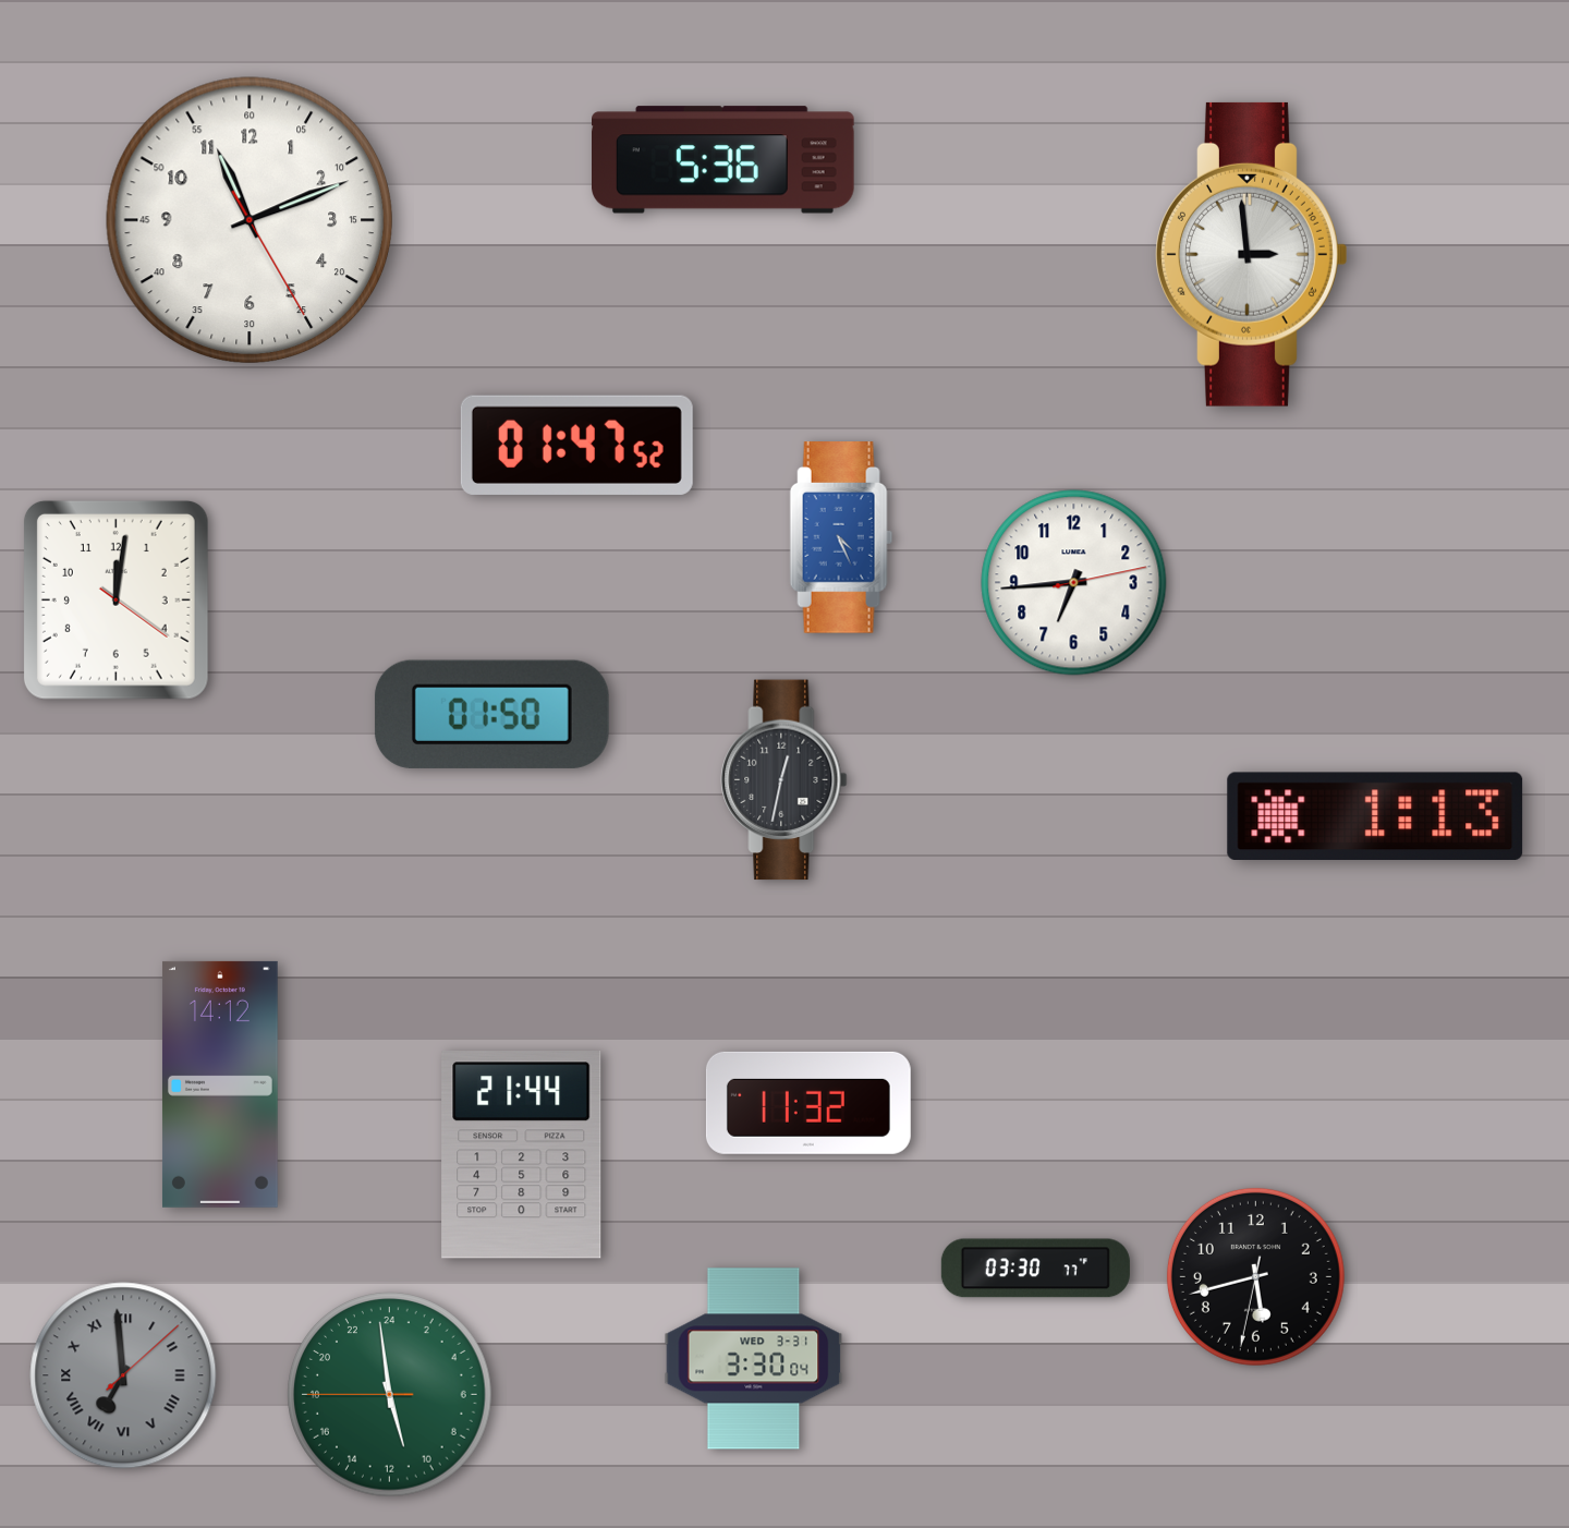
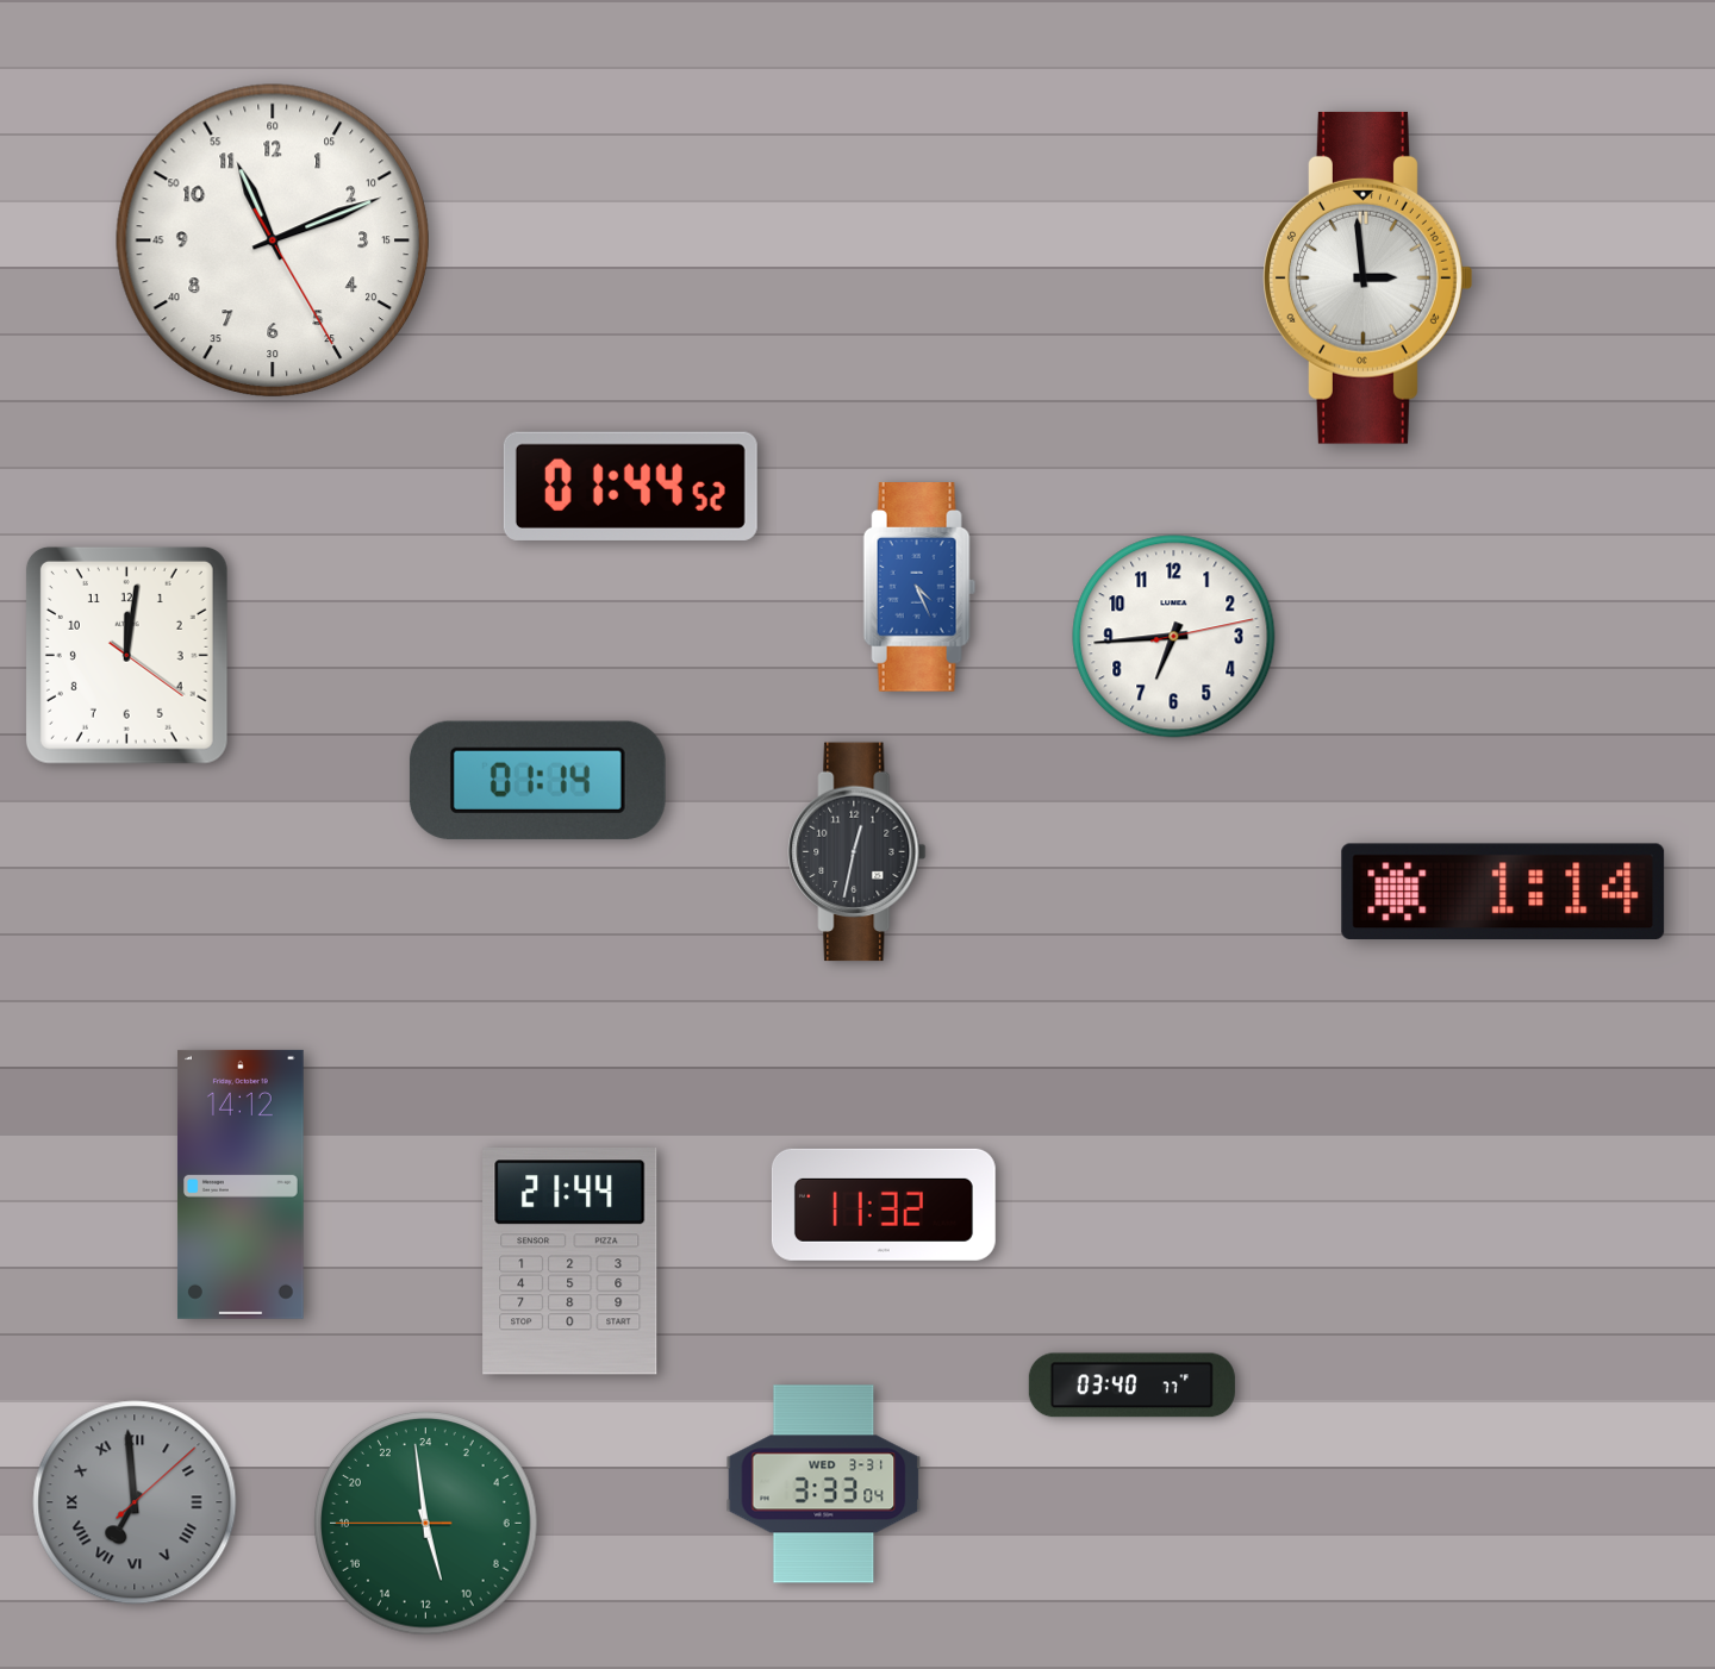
clock at (723, 160): 5:36 -> none
clock at (576, 445): 01:47 -> 01:44
clock at (491, 714): 01:50 -> 01:14
clock at (1375, 816): 1:13 -> 1:14
clock at (1035, 1269): 03:30 -> 03:40
clock at (1255, 1276): 5:42 -> none
clock at (754, 1359): 3:30 -> 3:33
